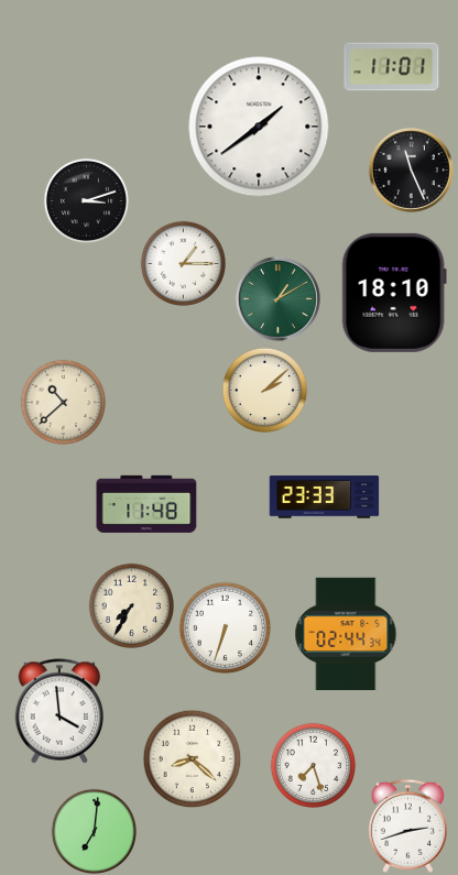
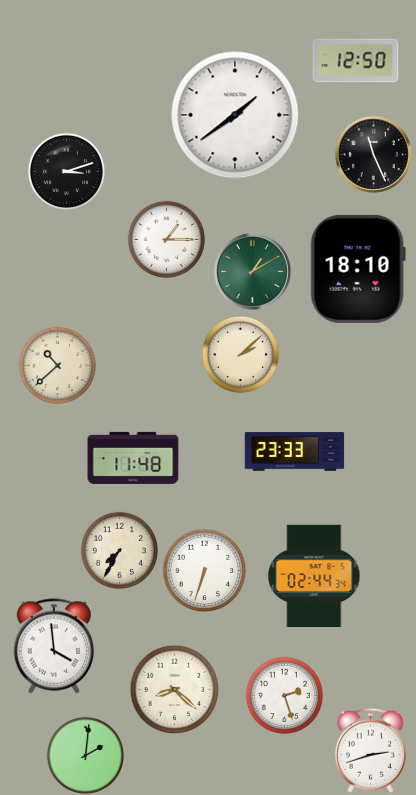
clock at (392, 67): 11:01 -> 12:50
clock at (86, 200) position: (86, 200) -> (66, 171)
clock at (394, 293) position: (394, 293) -> (358, 269)
clock at (313, 765): 7:27 -> 2:27
clock at (94, 831): 7:01 -> 2:01
